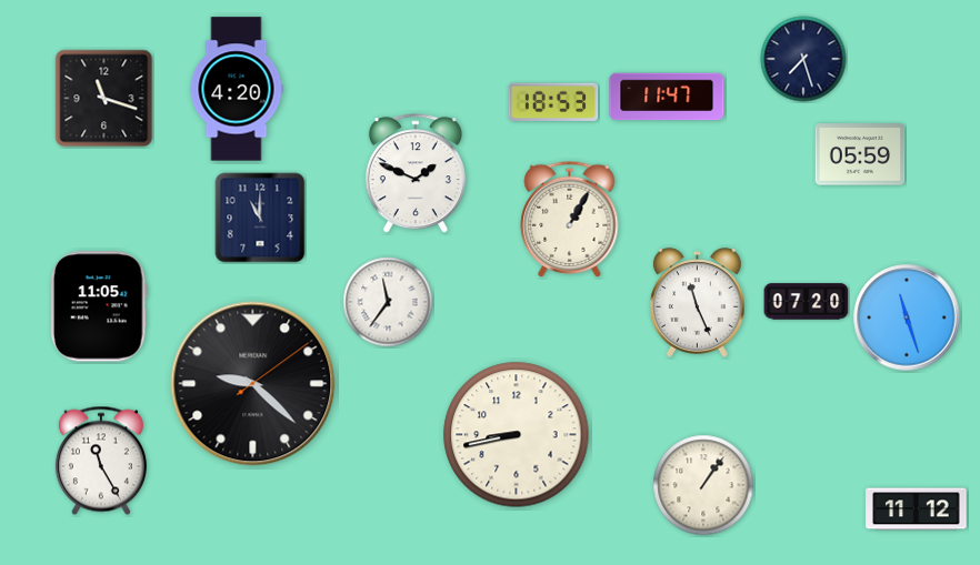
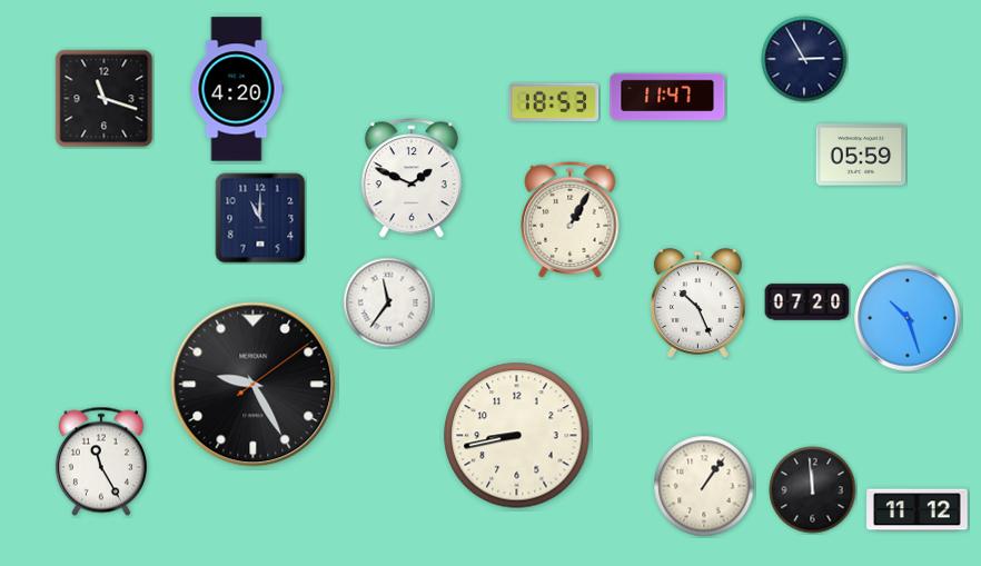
clock at (803, 59): 7:27 -> 2:55
clock at (416, 174) position: (416, 174) -> (412, 179)
clock at (698, 303): 11:26 -> 10:26
clock at (99, 306): 11:05 -> none
clock at (907, 317): 11:27 -> 10:27
clock at (253, 384): 9:22 -> 9:25
clock at (813, 490): none -> 11:59
